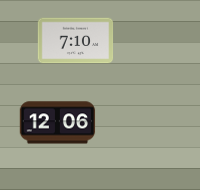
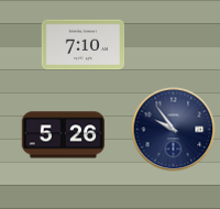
clock at (174, 130): none -> 9:54
clock at (58, 123): 12:06 -> 5:26
